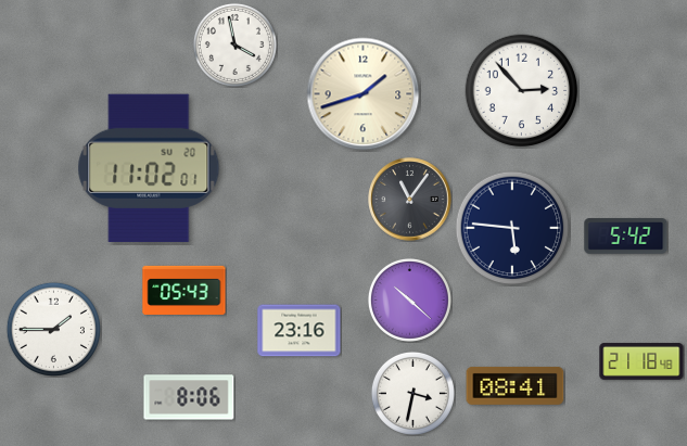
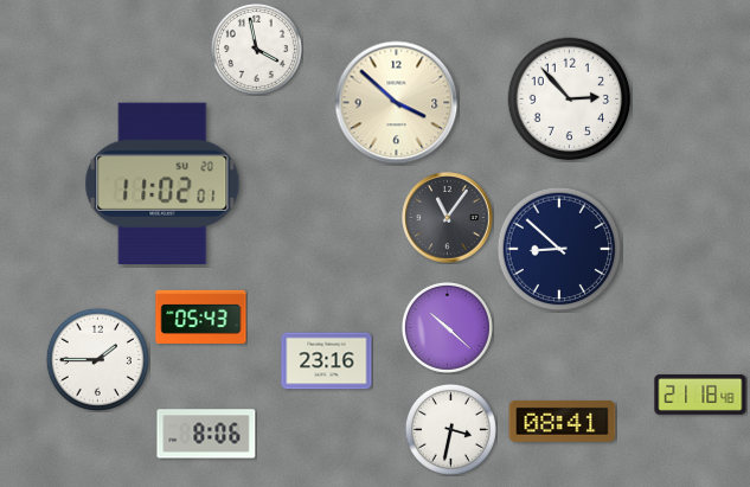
clock at (364, 94): 1:42 -> 3:52
clock at (512, 228): 5:46 -> 8:52
clock at (626, 237): 5:42 -> none
clock at (53, 329) position: (53, 329) -> (97, 359)
